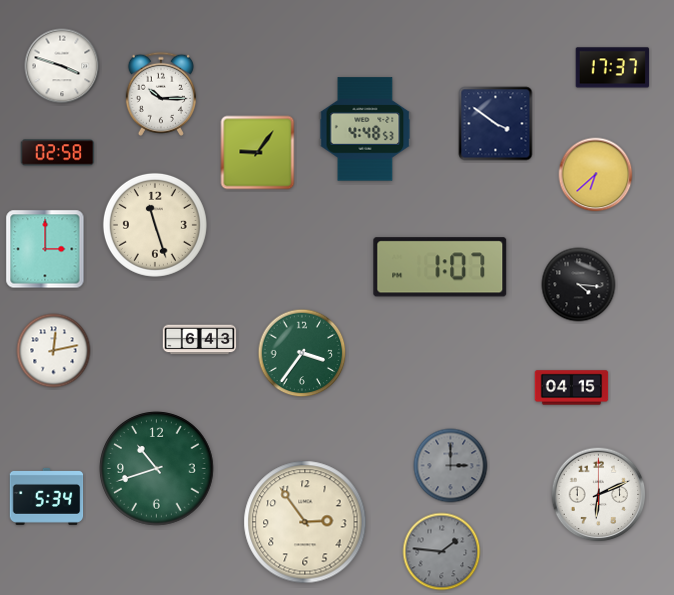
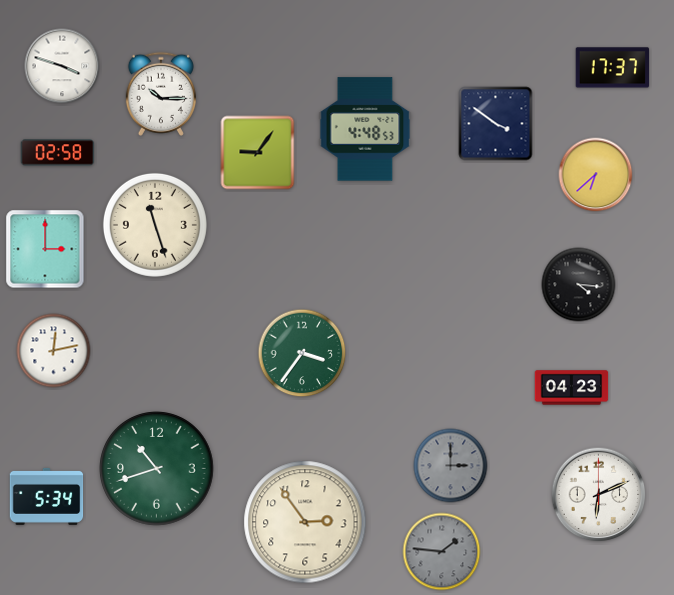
clock at (440, 267): 1:07 -> none
clock at (200, 340): 6:43 -> none
clock at (572, 388): 04:15 -> 04:23
